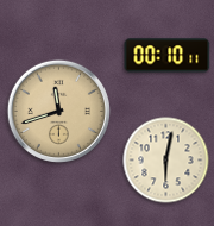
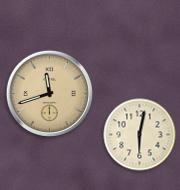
clock at (168, 56): 00:10 -> none
